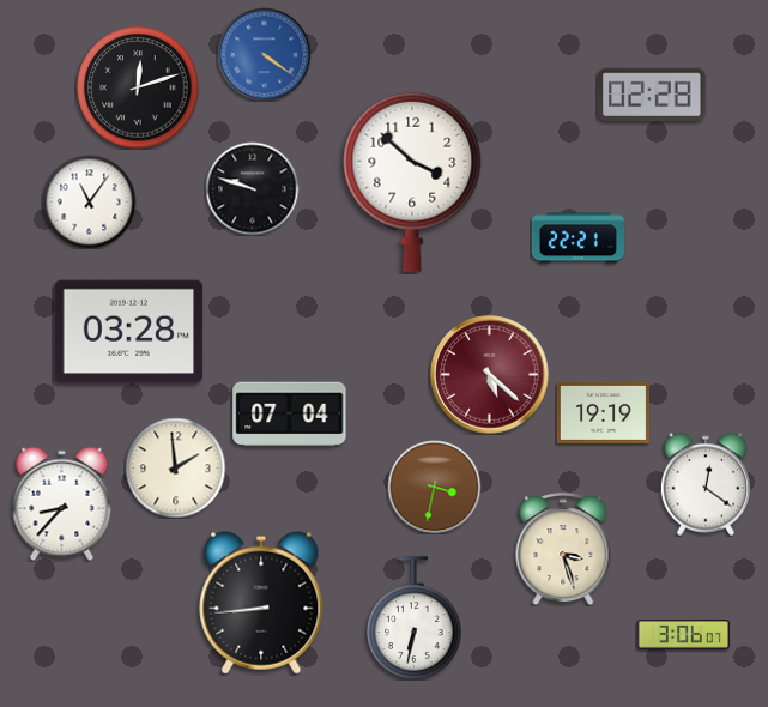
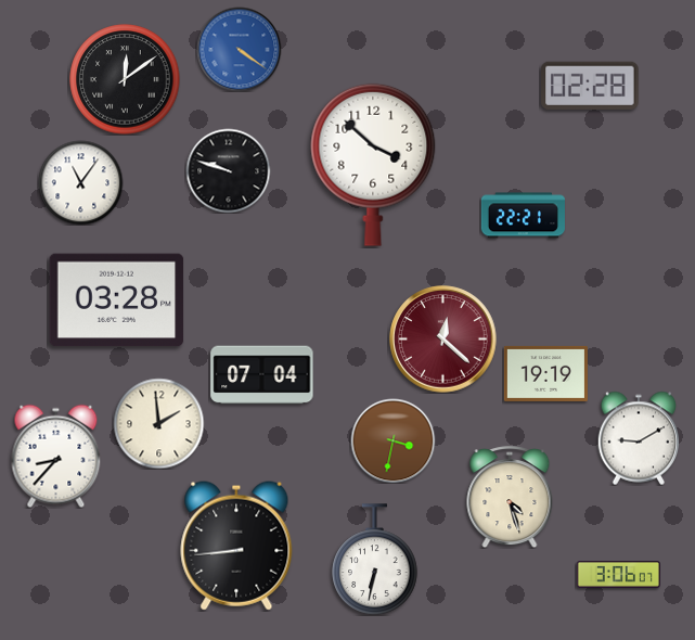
clock at (138, 87): 12:12 -> 12:09
clock at (490, 375): 5:22 -> 12:22
clock at (704, 484): 12:21 -> 9:10
clock at (563, 549): 3:27 -> 4:27
